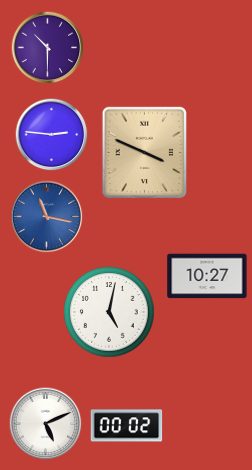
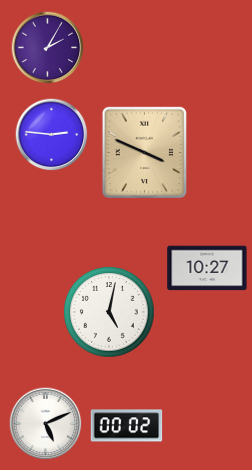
clock at (48, 48): 10:30 -> 2:05
clock at (47, 217): 11:17 -> none
clock at (207, 276) position: (207, 276) -> (207, 268)
